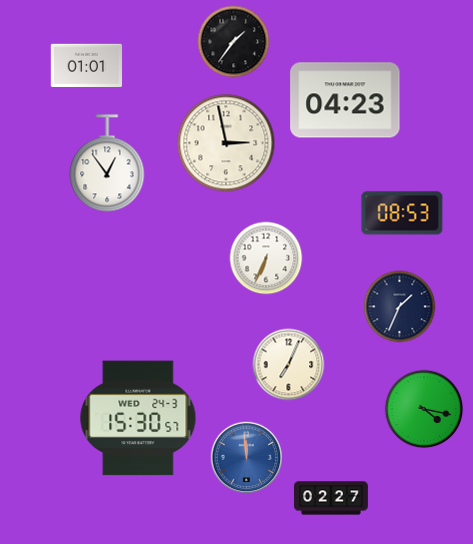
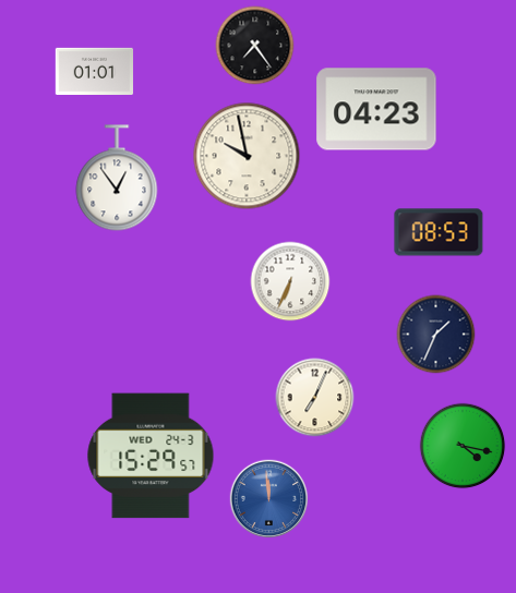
clock at (234, 42): 1:36 -> 7:24
clock at (226, 143): 2:58 -> 9:58
clock at (138, 418): 15:30 -> 15:29
clock at (332, 498): 02:27 -> none
